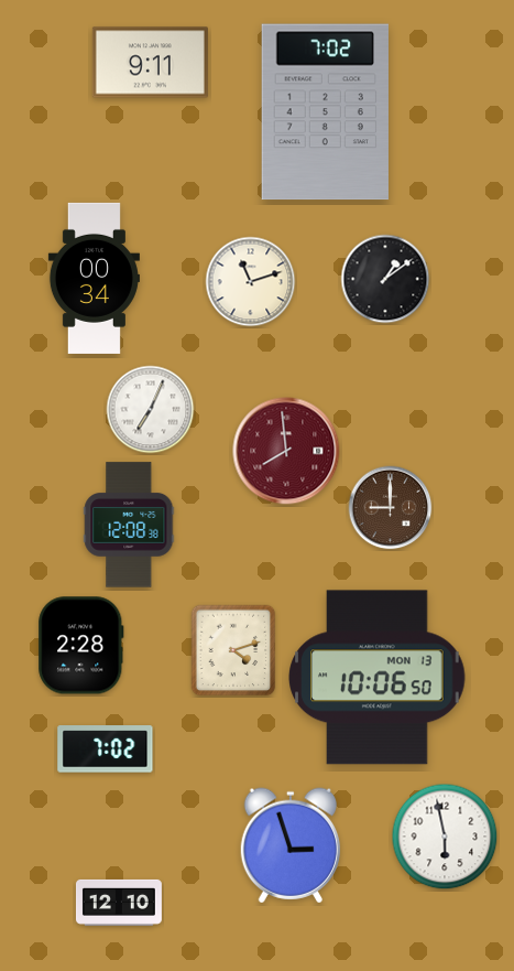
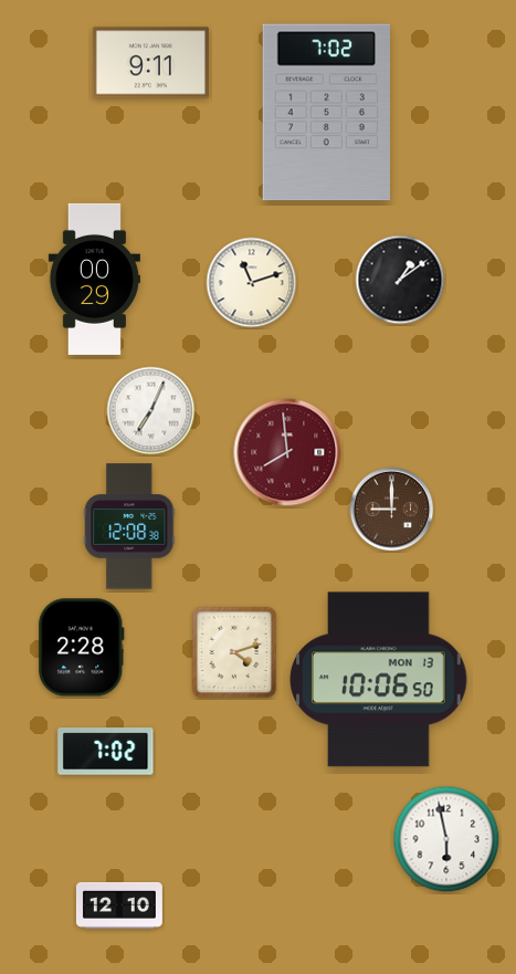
clock at (94, 278): 00:34 -> 00:29
clock at (385, 279) position: (385, 279) -> (400, 280)
clock at (289, 845): 2:57 -> none
